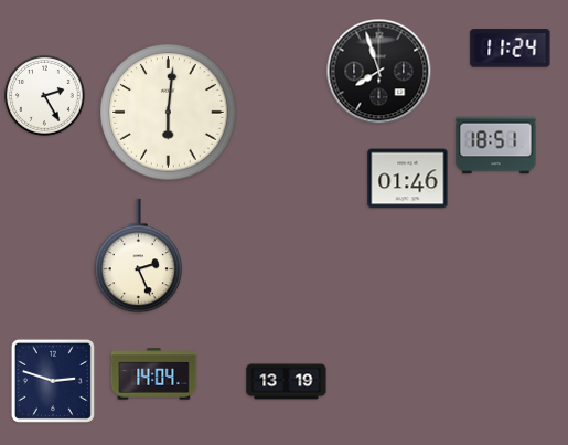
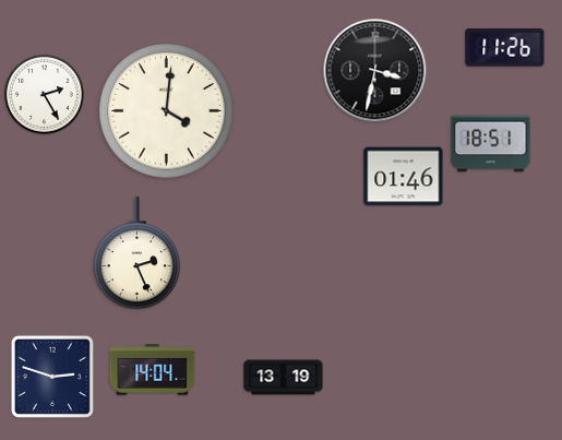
clock at (511, 49): 11:24 -> 11:26
clock at (379, 72): 7:57 -> 3:32
clock at (169, 113): 6:01 -> 4:01
